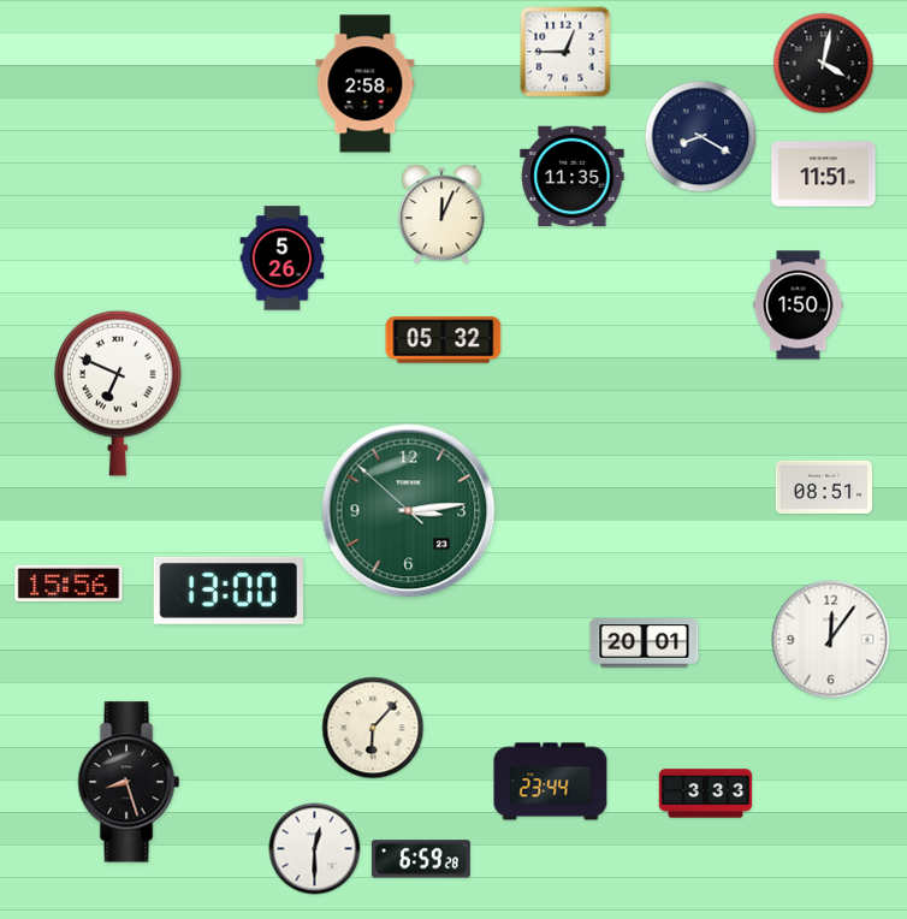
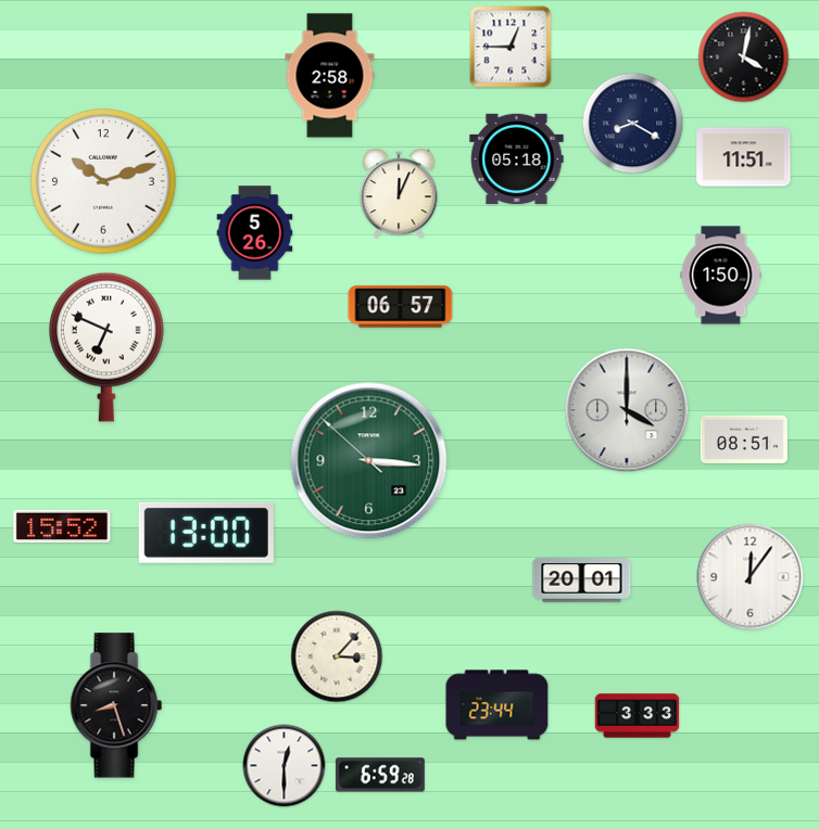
clock at (573, 177): 11:35 -> 05:18
clock at (104, 182): none -> 10:12
clock at (444, 340): 05:32 -> 06:57
clock at (119, 393) position: (119, 393) -> (108, 347)
clock at (627, 410): none -> 4:00
clock at (409, 511): 3:13 -> 3:15
clock at (69, 583): 15:56 -> 15:52
clock at (373, 728): 6:07 -> 3:07
